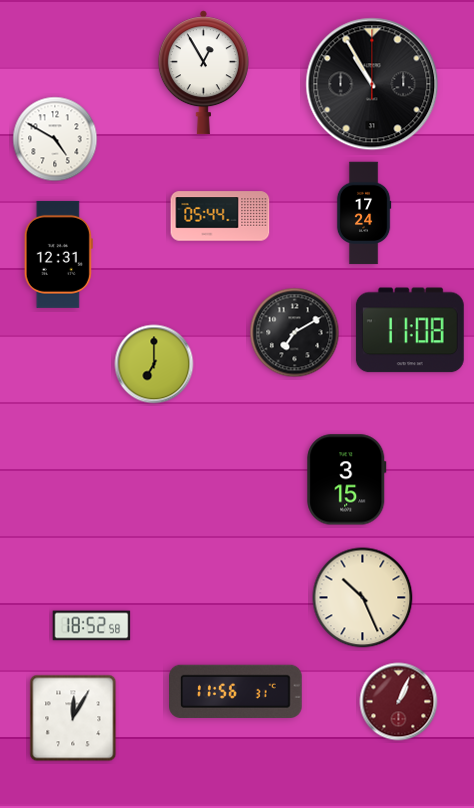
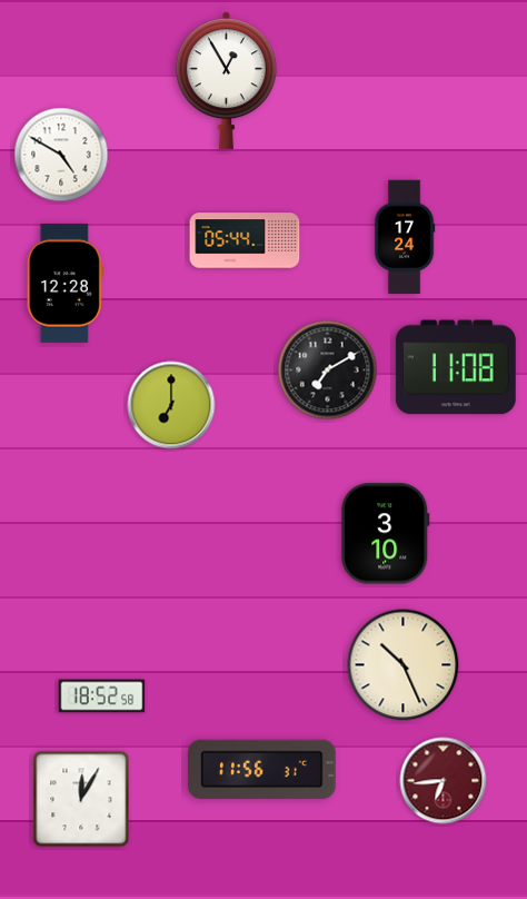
clock at (372, 84): 10:55 -> none
clock at (58, 254): 12:31 -> 12:28
clock at (347, 480): 3:15 -> 3:10
clock at (399, 702): 1:04 -> 6:44
